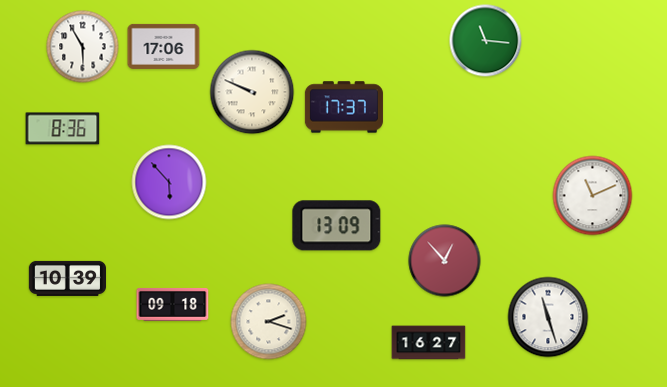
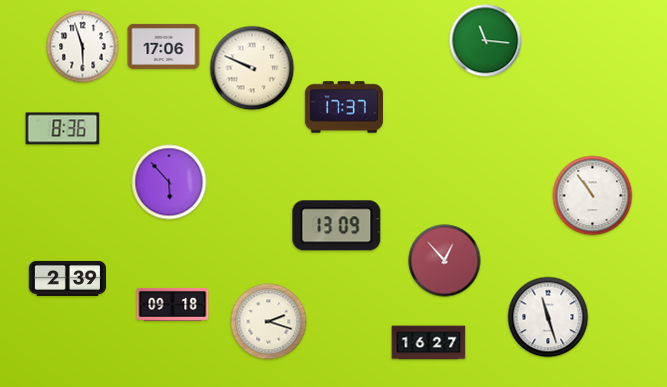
clock at (83, 47): 5:55 -> 5:57
clock at (252, 92) position: (252, 92) -> (252, 68)
clock at (593, 196): 11:11 -> 10:54
clock at (67, 278): 10:39 -> 2:39
